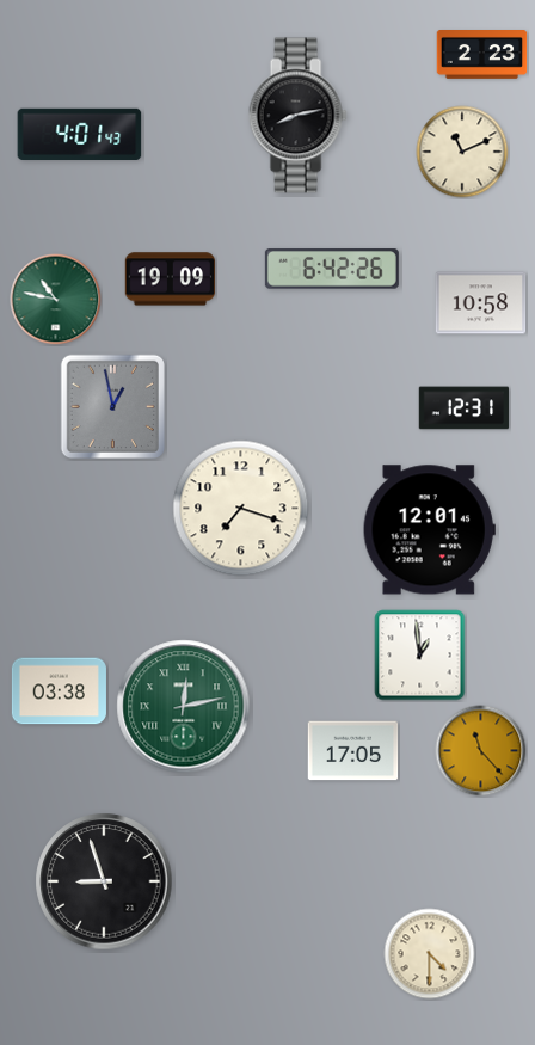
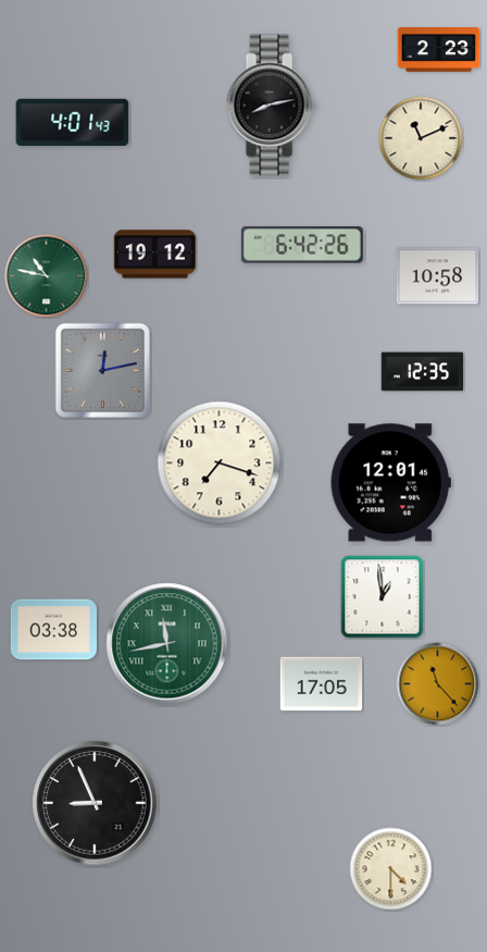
clock at (171, 279): 19:09 -> 19:12
clock at (56, 300) position: (56, 300) -> (47, 276)
clock at (112, 406): 12:58 -> 12:13
clock at (465, 408): 12:31 -> 12:35
clock at (184, 707): 12:13 -> 11:43
clock at (104, 881): 8:57 -> 8:56
